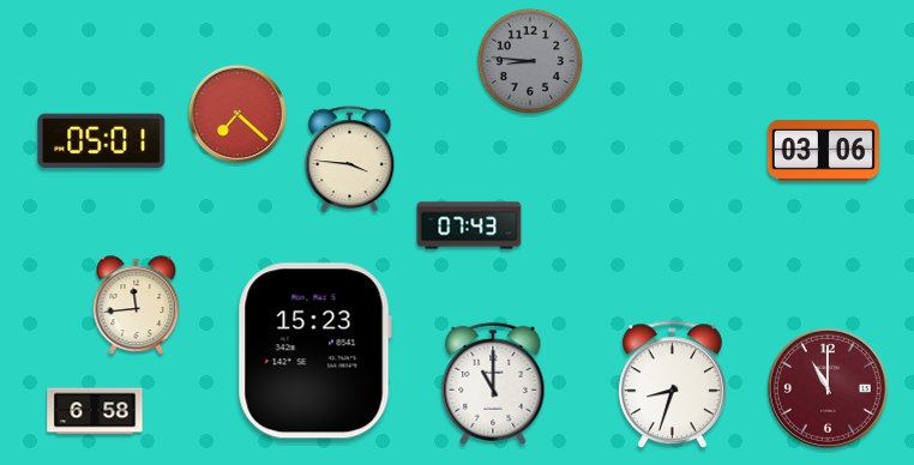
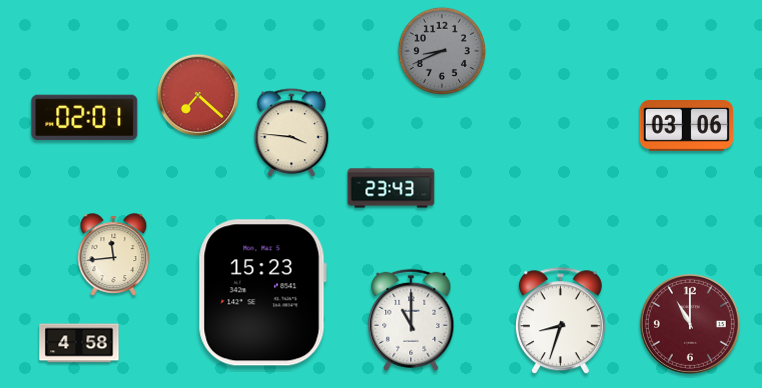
clock at (530, 61): 8:46 -> 8:41
clock at (102, 140): 05:01 -> 02:01
clock at (469, 225): 07:43 -> 23:43
clock at (95, 411): 6:58 -> 4:58
